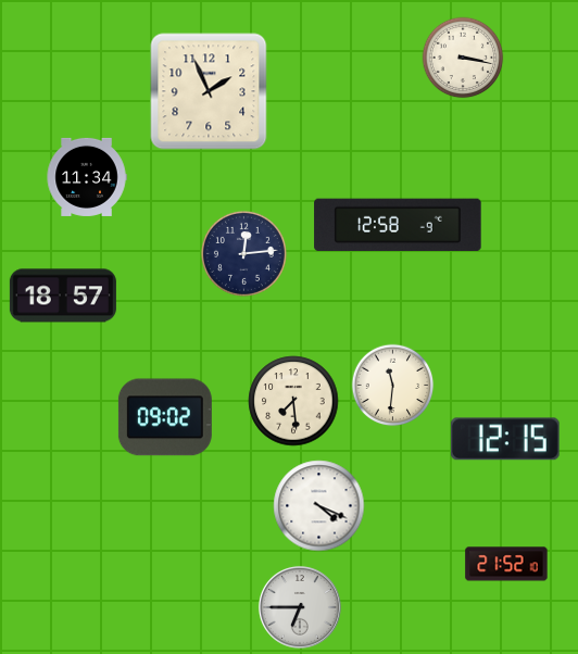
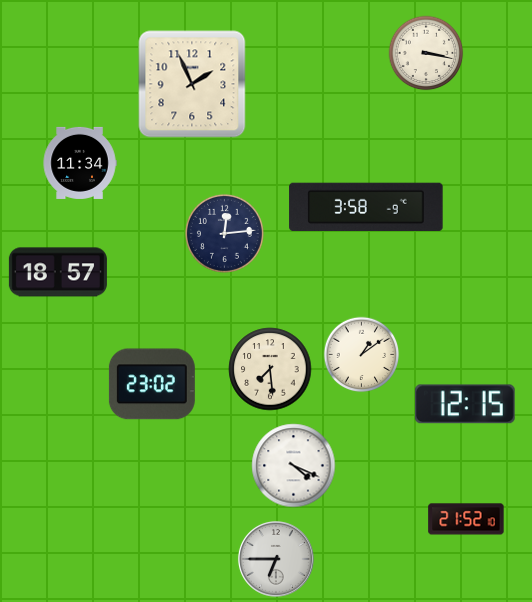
clock at (398, 225): 12:58 -> 3:58
clock at (393, 386): 11:31 -> 1:09
clock at (165, 417): 09:02 -> 23:02
